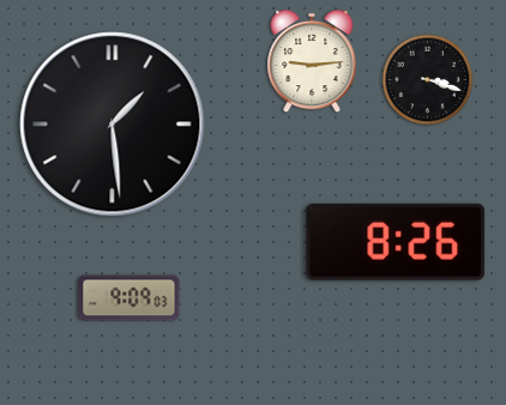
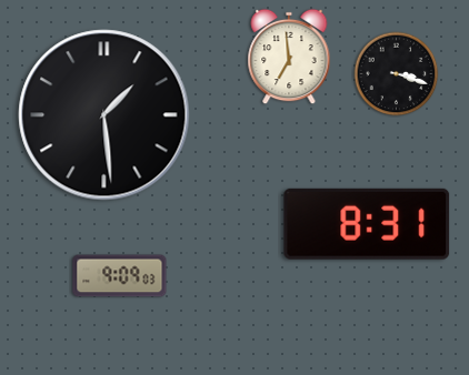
clock at (312, 61): 9:14 -> 6:59
clock at (396, 242): 8:26 -> 8:31
